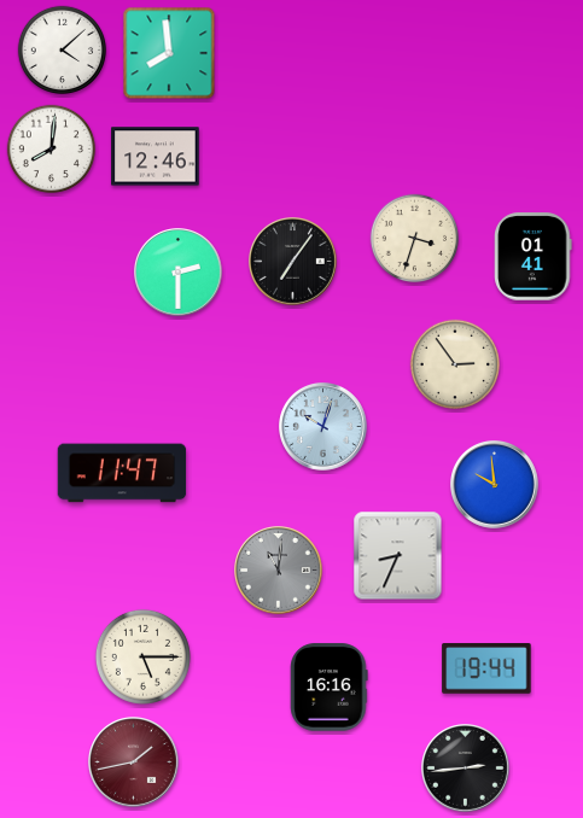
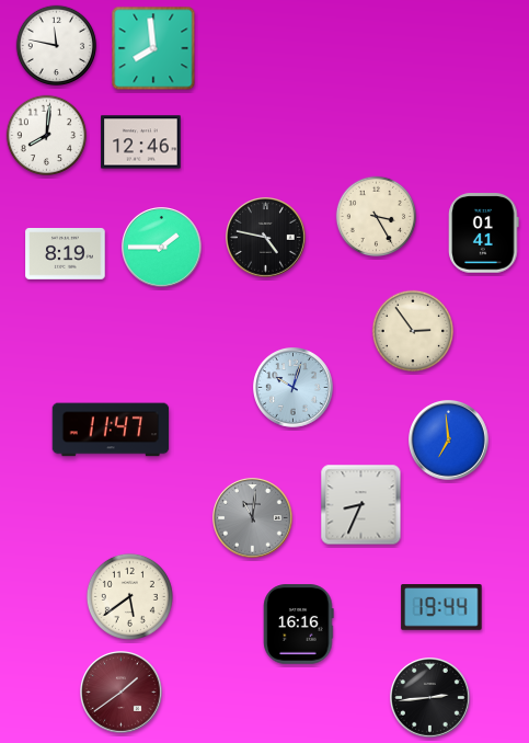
clock at (63, 51): 4:08 -> 11:47
clock at (415, 239): 3:33 -> 3:25
clock at (293, 262): 7:06 -> 4:47
clock at (179, 273): 2:30 -> 1:45
clock at (66, 254): none -> 8:19
clock at (495, 485): 9:59 -> 6:59
clock at (142, 656): 5:15 -> 5:39
clock at (134, 763): 1:43 -> 1:39
clock at (466, 769) position: (466, 769) -> (430, 698)
